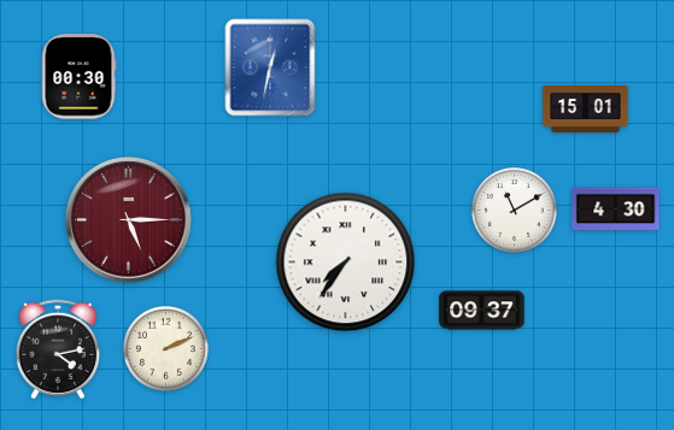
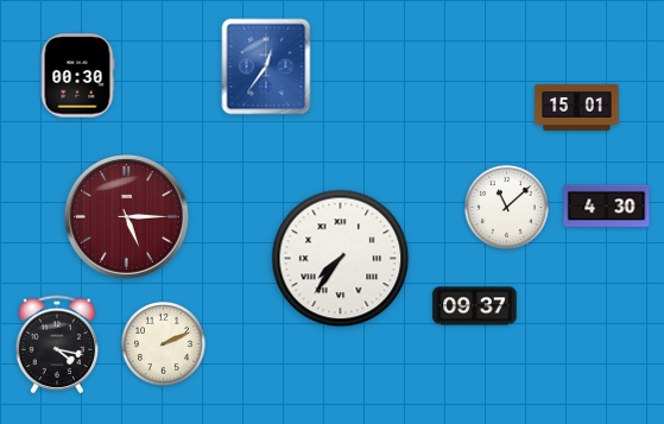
clock at (270, 67): 12:32 -> 12:36
clock at (514, 210): 11:10 -> 11:08
clock at (58, 349): 4:13 -> 4:17
